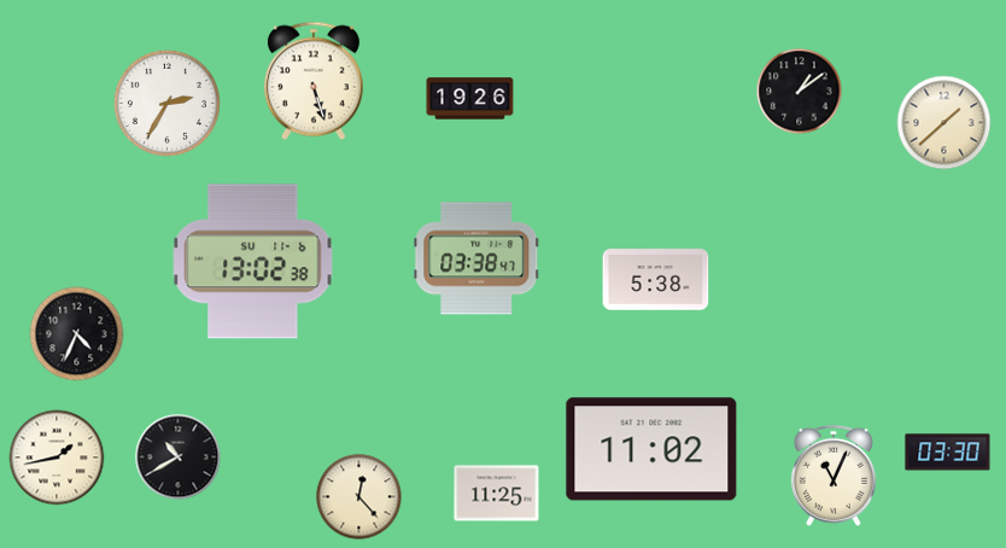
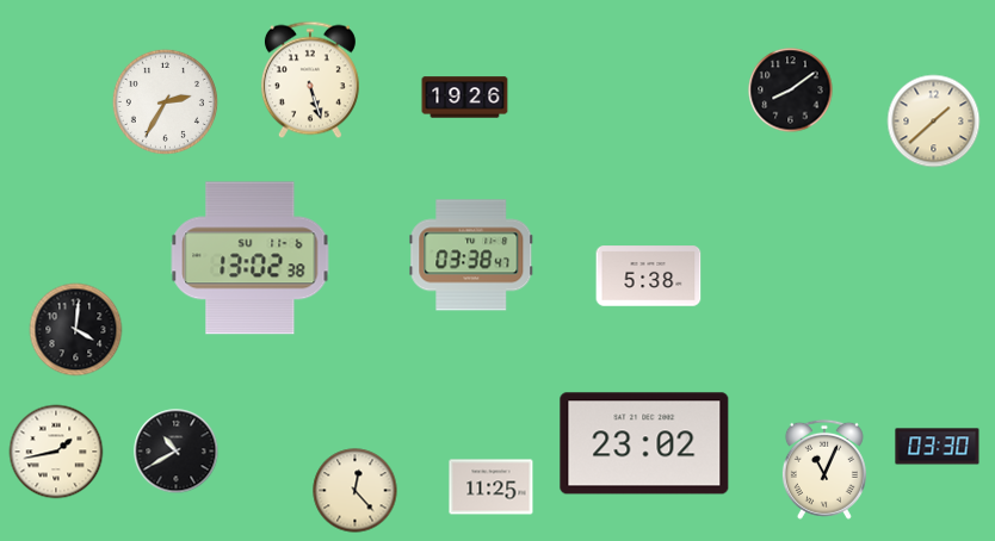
clock at (800, 92): 1:09 -> 8:09
clock at (77, 334): 4:34 -> 4:01
clock at (651, 449): 11:02 -> 23:02
